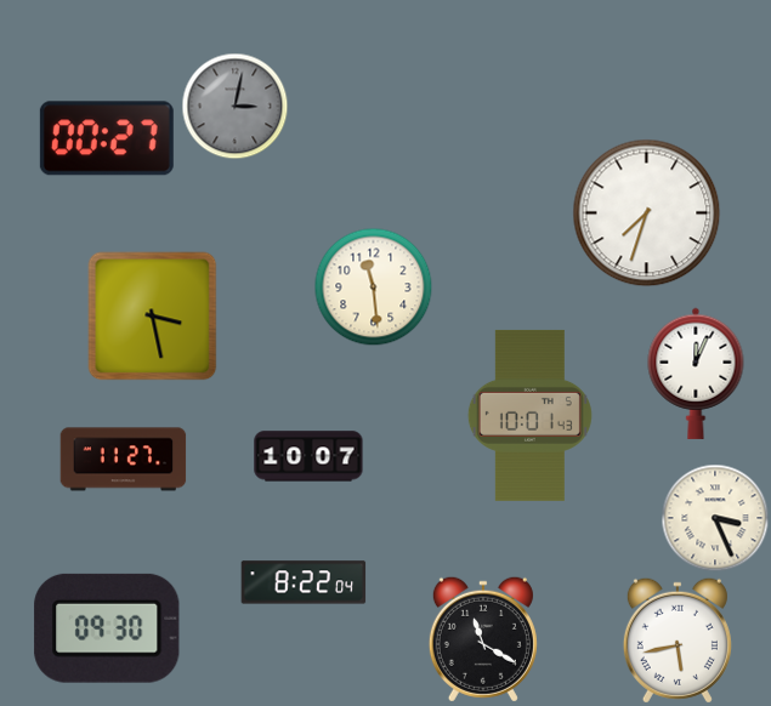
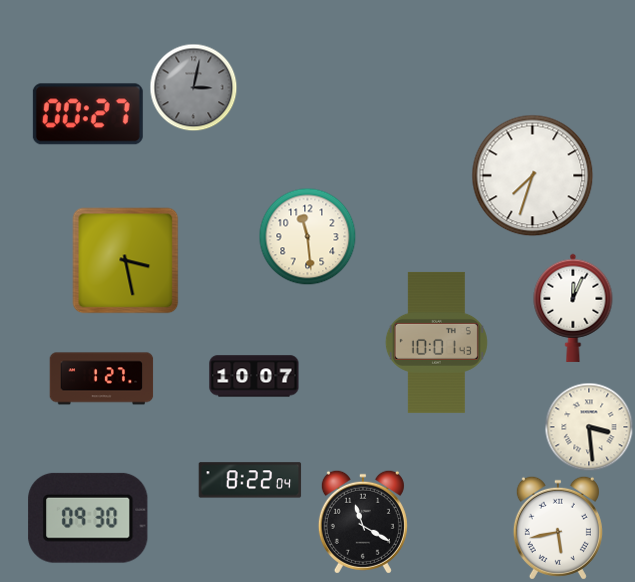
clock at (124, 460): 11:27 -> 1:27
clock at (715, 518): 3:26 -> 3:29
clock at (483, 639) position: (483, 639) -> (363, 522)
